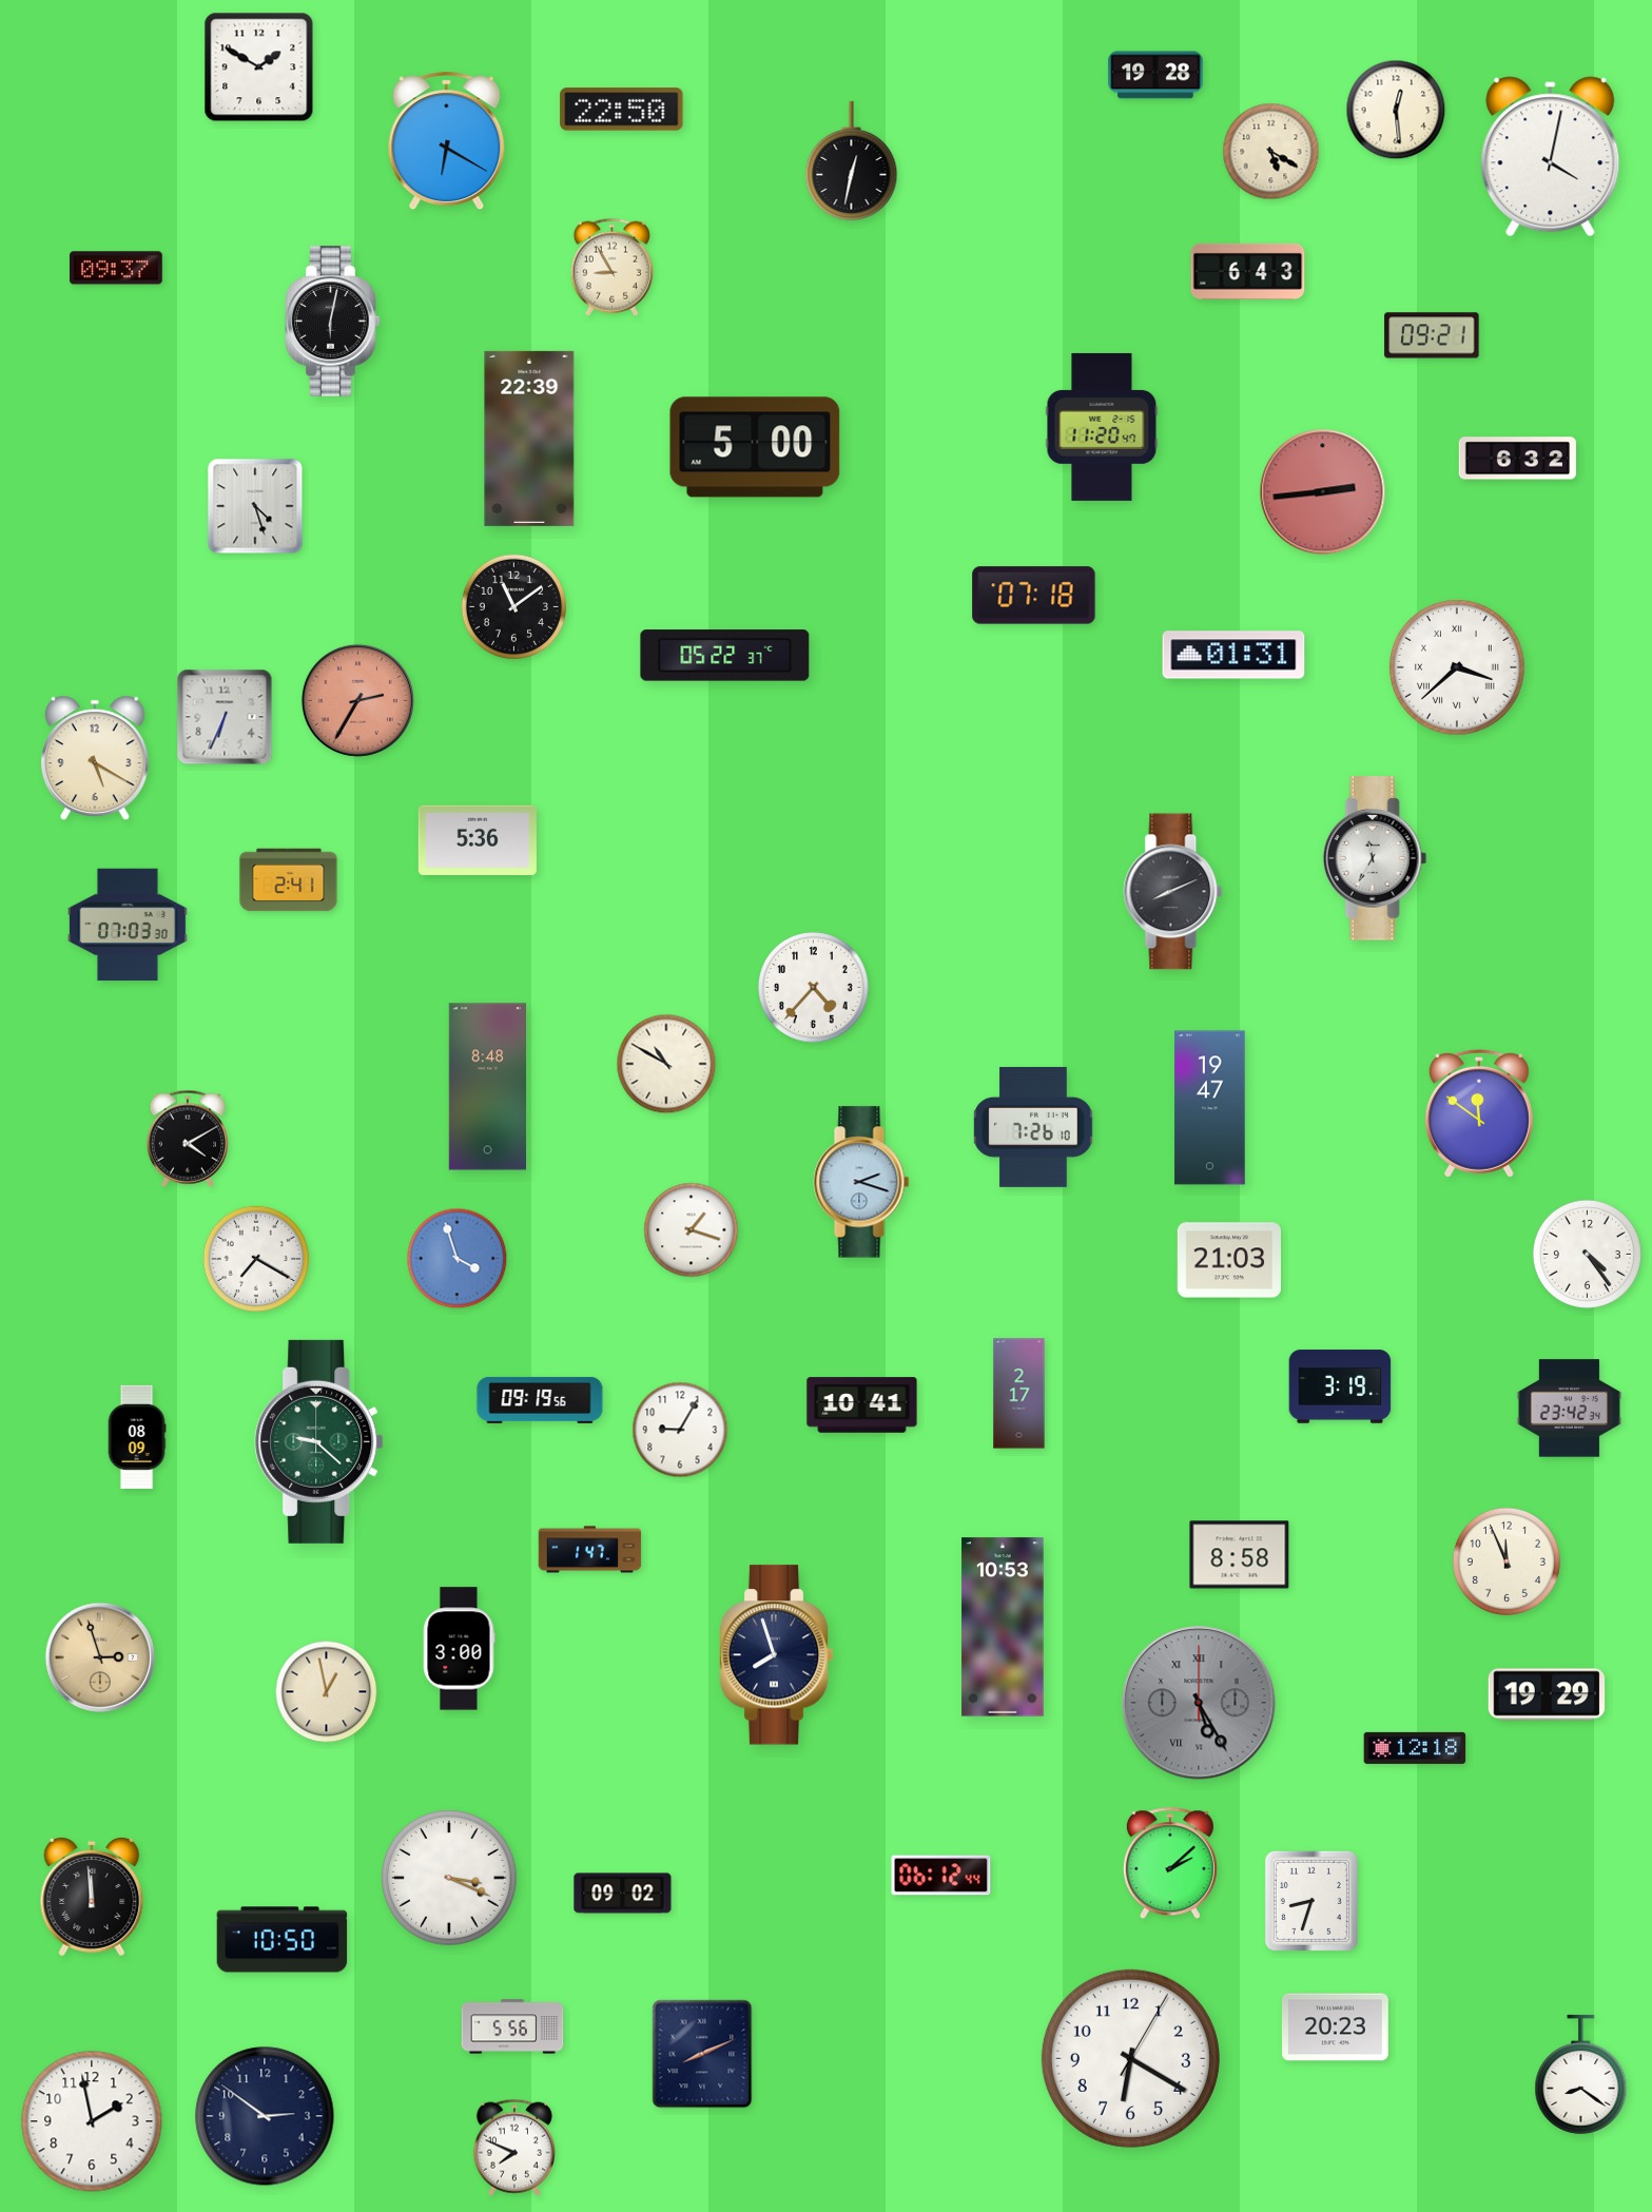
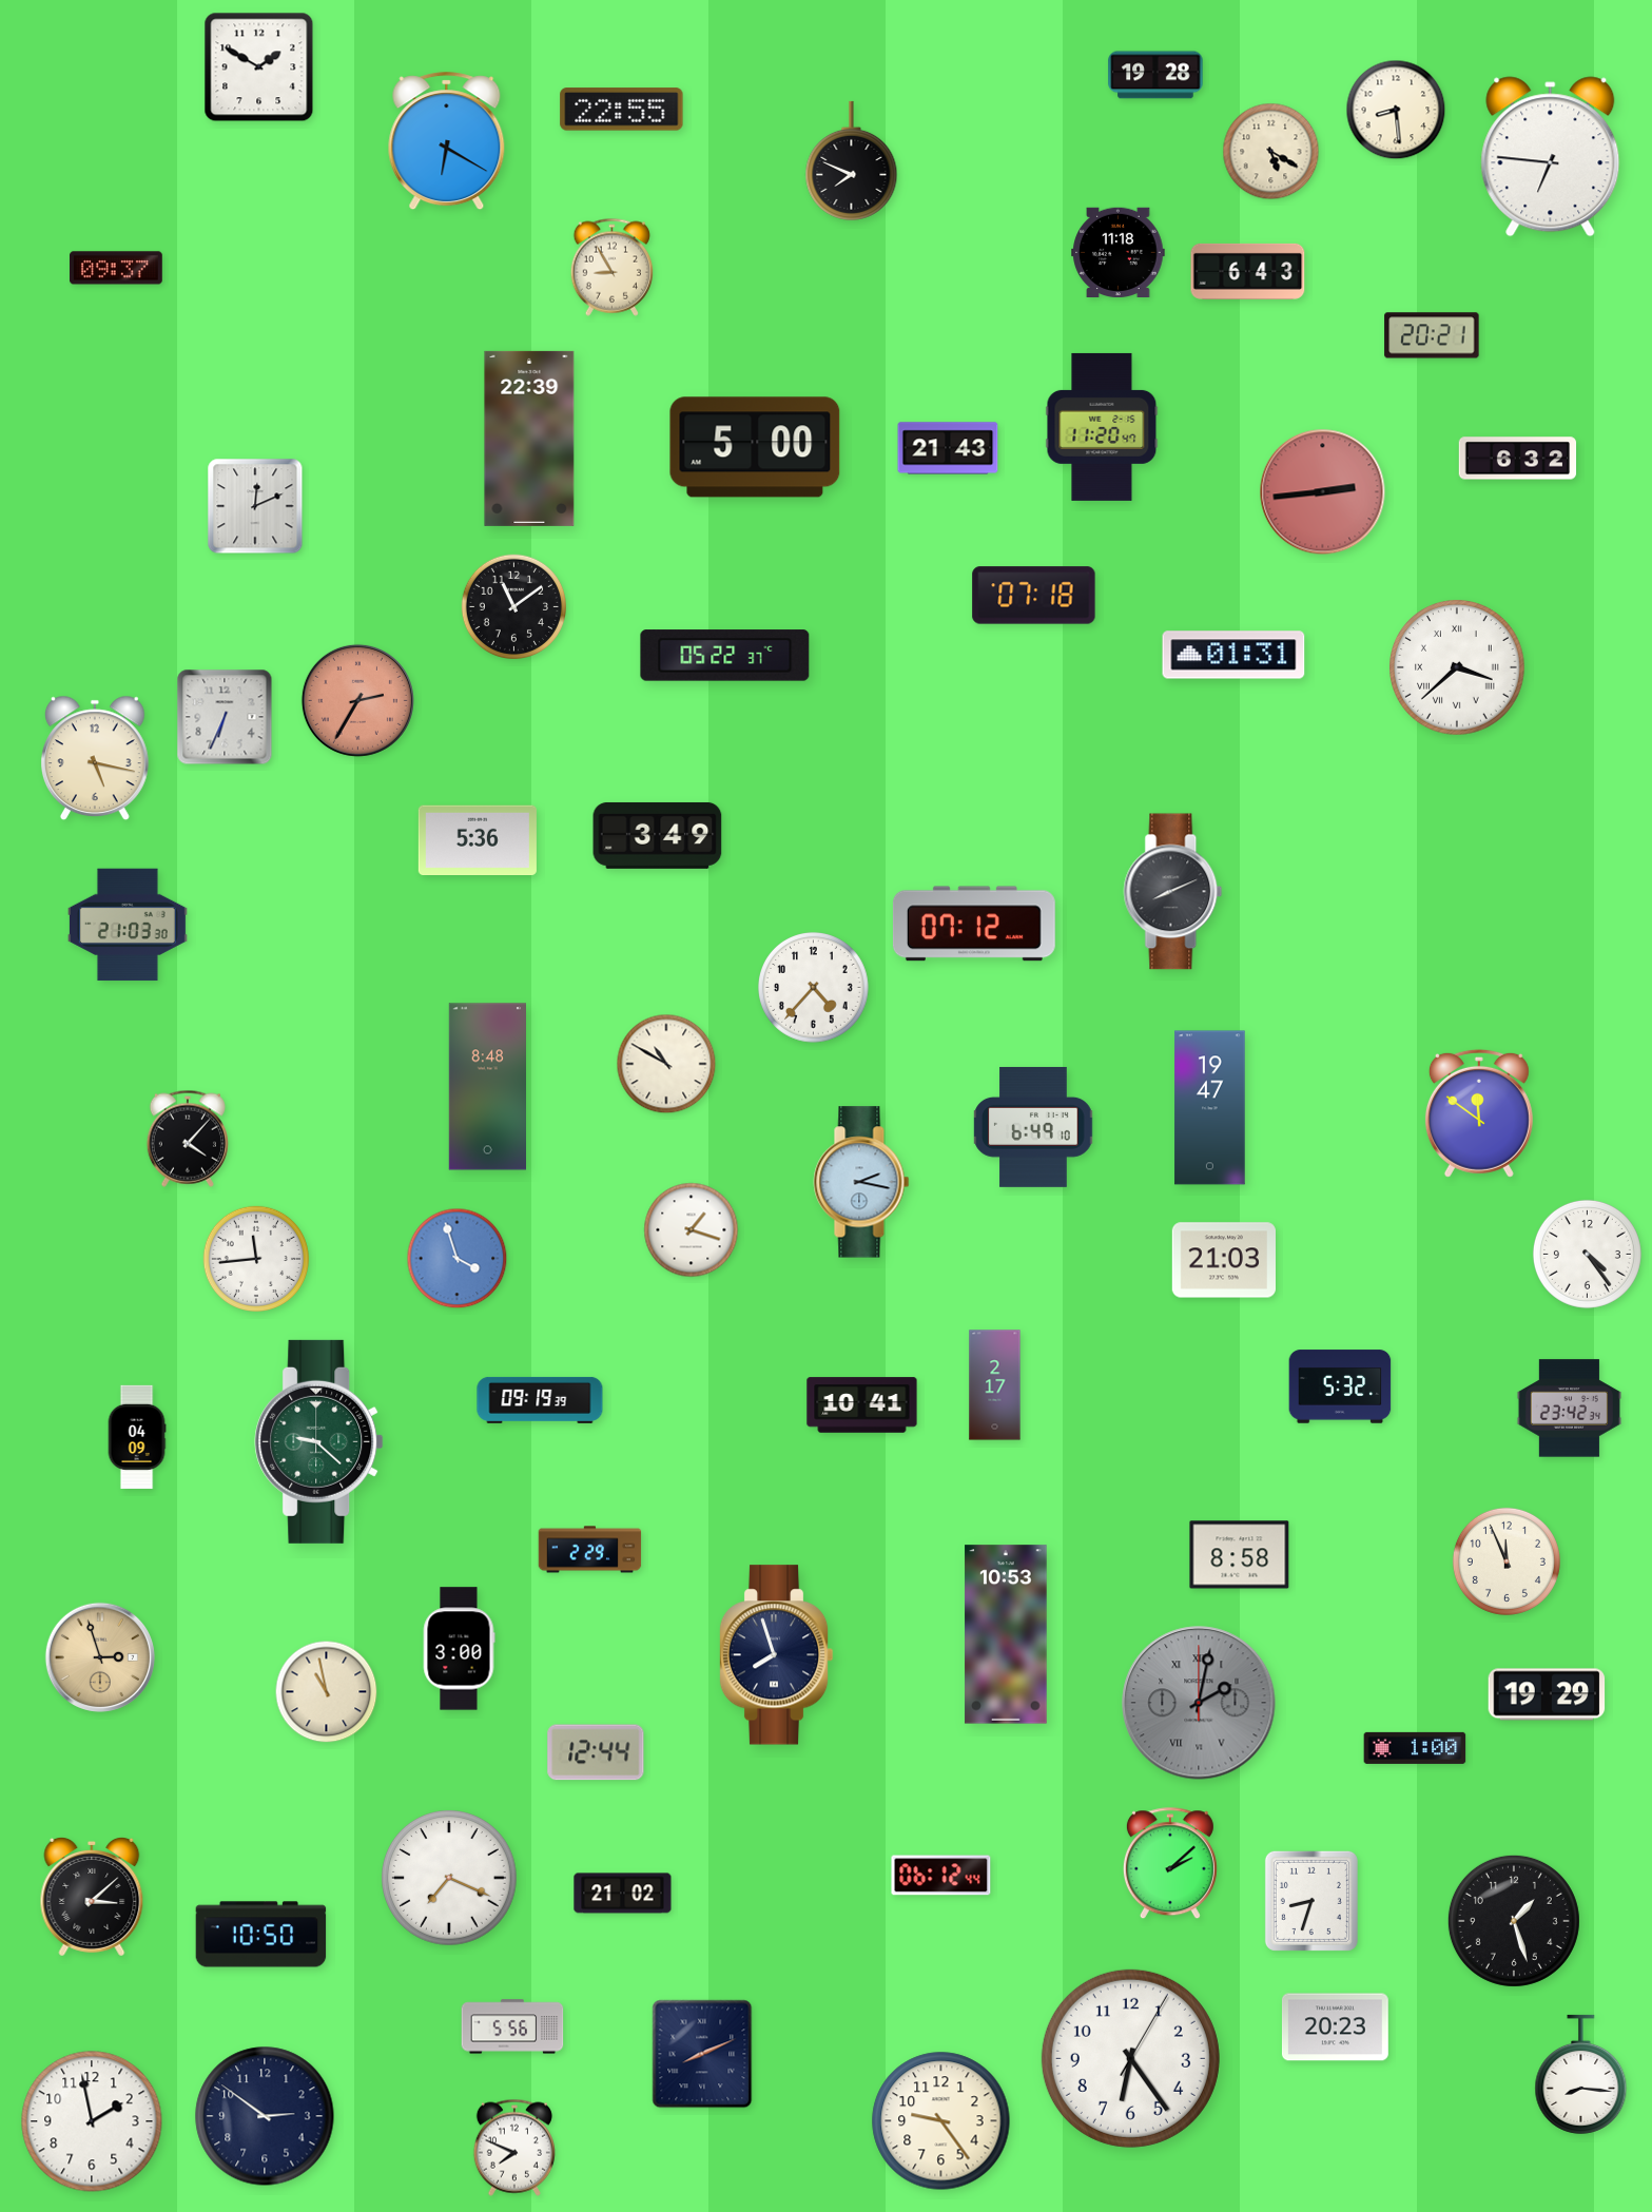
clock at (622, 110): 22:50 -> 22:55
clock at (1396, 110): 12:29 -> 8:29
clock at (1551, 157): 4:02 -> 6:46
clock at (852, 160): 12:32 -> 7:49
clock at (1119, 252): none -> 11:18
clock at (333, 322): 6:02 -> none
clock at (1432, 335): 09:21 -> 20:21
clock at (948, 448): none -> 21:43
clock at (255, 506): 4:27 -> 12:11
clock at (95, 758): 5:20 -> 5:17
clock at (658, 835): none -> 3:49
clock at (1375, 858): 11:35 -> none
clock at (289, 880): 2:41 -> none
clock at (974, 924): none -> 07:12
clock at (128, 925): 07:03 -> 21:03
clock at (1033, 1127): 7:26 -> 6:49
clock at (188, 1139): 4:10 -> 4:07
clock at (861, 1182): 2:18 -> 2:17
clock at (256, 1259): 7:20 -> 11:44
clock at (1228, 1260) position: (1228, 1260) -> (1223, 1260)
clock at (1340, 1386): 3:19 -> 5:32
clock at (1019, 1394) position: (1019, 1394) -> (995, 1385)
clock at (540, 1400): 09:19:56 -> 09:19:39
clock at (680, 1430): 9:05 -> none
clock at (137, 1437): 08:09 -> 04:09
clock at (590, 1550): 1:47 -> 2:29
clock at (1003, 1627) position: (1003, 1627) -> (1006, 1634)
clock at (327, 1692): 12:58 -> 10:58
clock at (1199, 1703): 5:25 -> 2:02
clock at (1415, 1748): 12:18 -> 1:00
clock at (596, 1752): none -> 12:44
clock at (450, 1879): 3:19 -> 7:19
clock at (623, 1894): 09:02 -> 21:02
clock at (92, 1898): 11:59 -> 3:08
clock at (1514, 1921): none -> 1:27
clock at (283, 1940) position: (283, 1940) -> (261, 1935)
clock at (1130, 2058): 6:20 -> 6:24
clock at (1581, 2074): 8:21 -> 8:16
clock at (941, 2121): none -> 9:24
